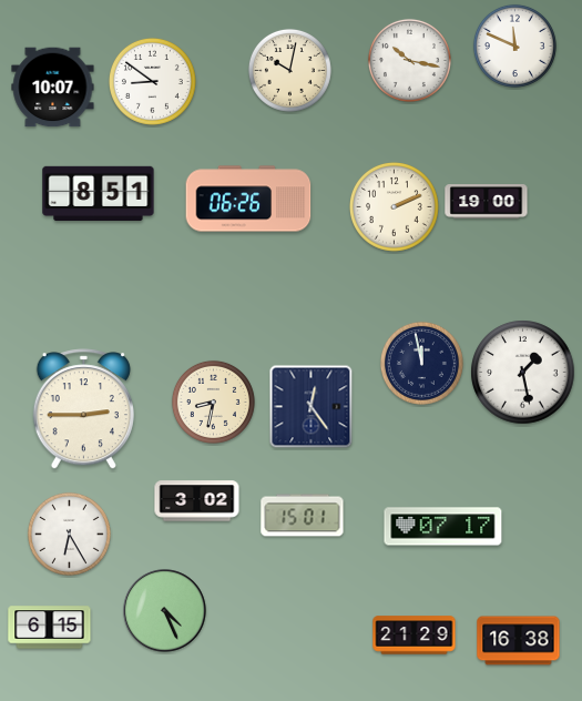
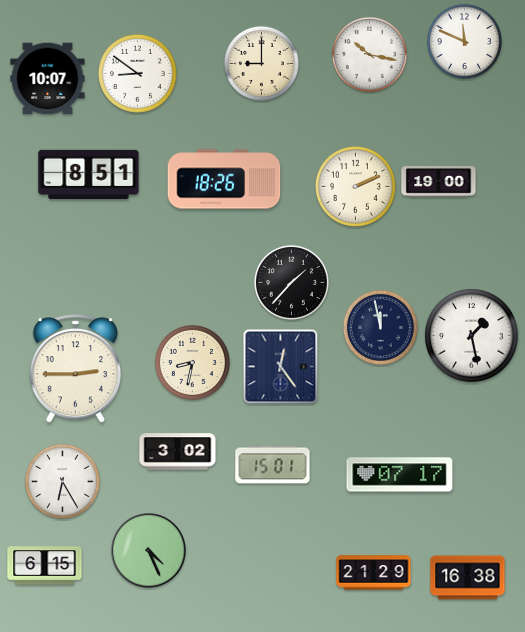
clock at (289, 70): 10:02 -> 9:00
clock at (248, 199): 06:26 -> 18:26
clock at (291, 282): none -> 1:37
